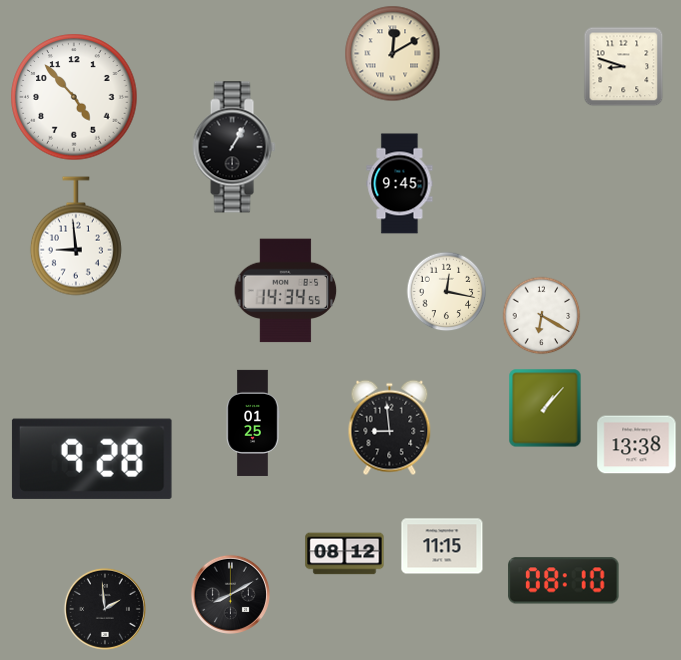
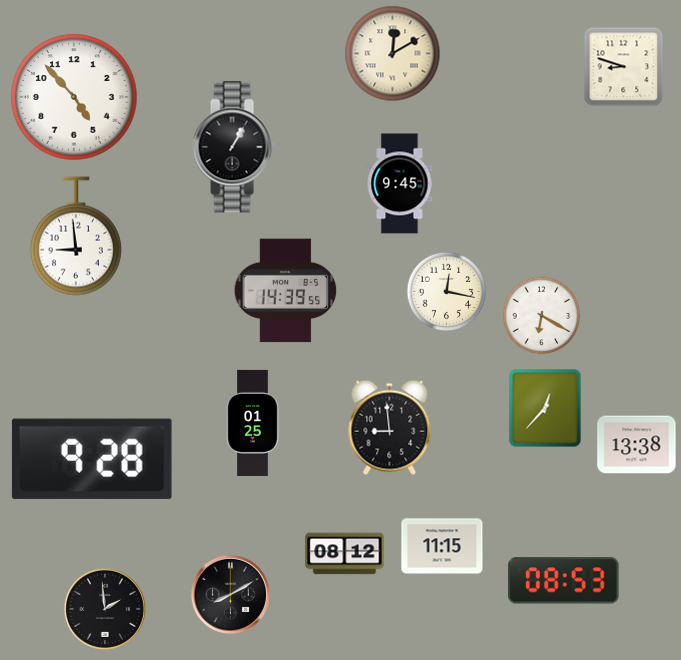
clock at (286, 291): 14:34 -> 14:39
clock at (545, 408): 1:07 -> 12:37
clock at (564, 581): 08:10 -> 08:53
